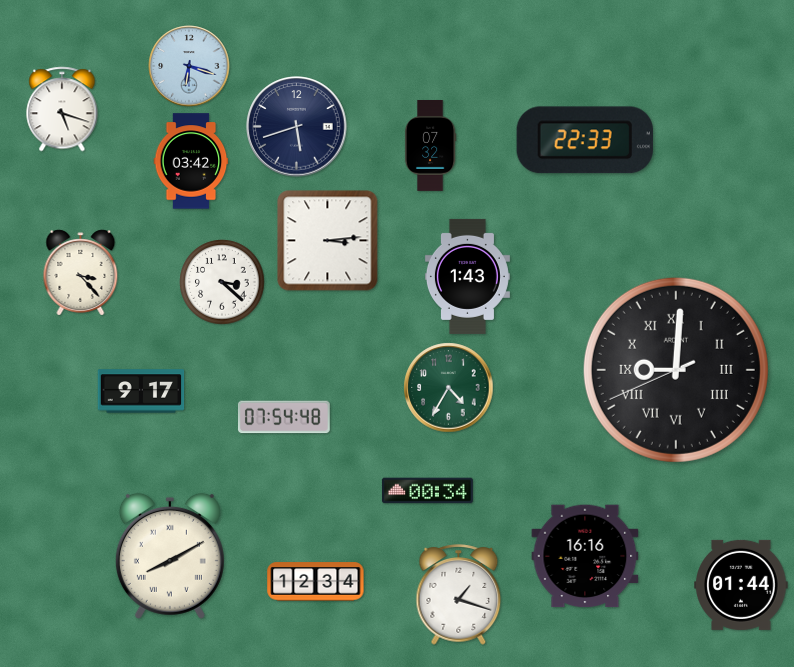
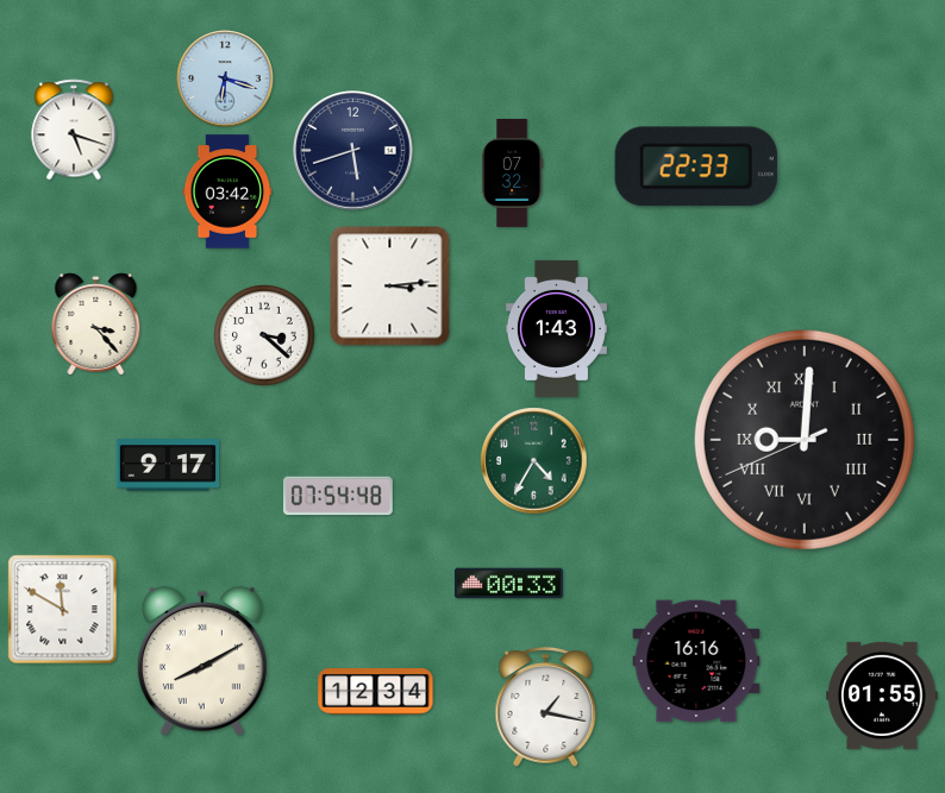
clock at (427, 491): 00:34 -> 00:33
clock at (63, 610): none -> 11:50
clock at (741, 585): 01:44 -> 01:55
clock at (459, 595): 1:18 -> 1:17
